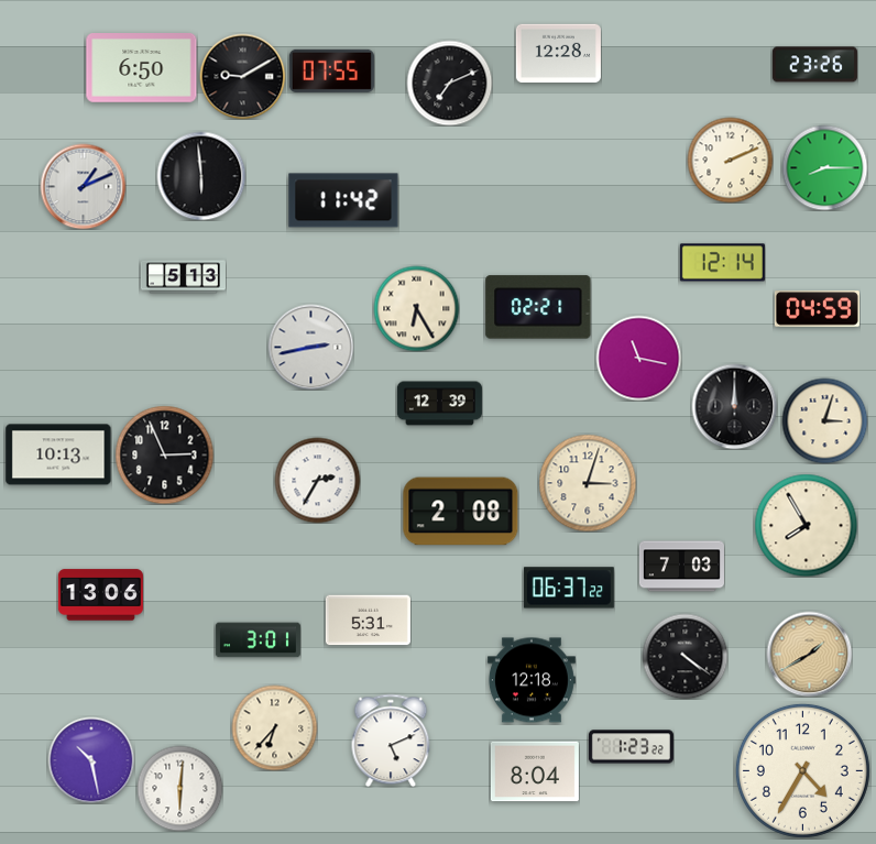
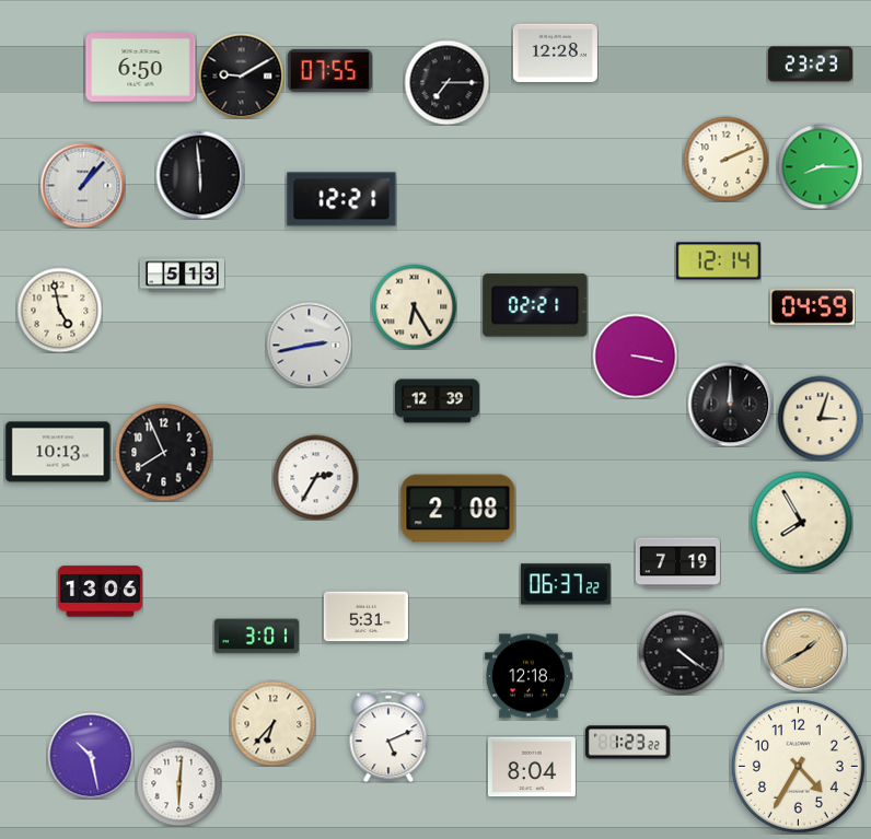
clock at (814, 65): 23:26 -> 23:23
clock at (449, 83): 7:11 -> 7:15
clock at (83, 186): 1:11 -> 1:07
clock at (343, 200): 11:42 -> 12:21
clock at (59, 310): none -> 4:58
clock at (638, 358): 11:17 -> 3:17
clock at (164, 454): 2:56 -> 7:56
clock at (588, 483): 3:03 -> none
clock at (681, 567): 7:03 -> 7:19
